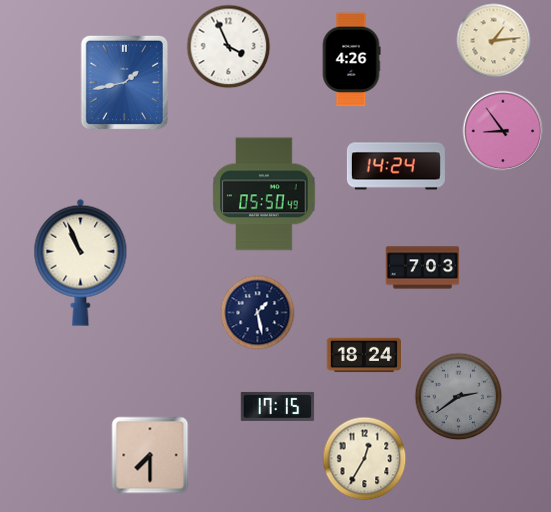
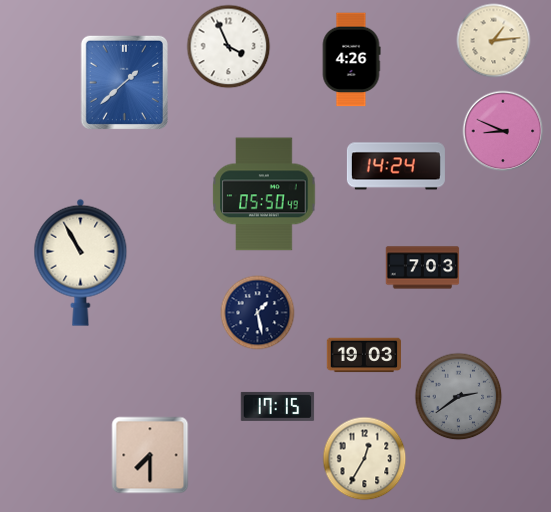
clock at (124, 82): 1:43 -> 1:38
clock at (503, 131): 8:54 -> 8:49
clock at (81, 262): 10:56 -> 10:55
clock at (363, 355): 18:24 -> 19:03
